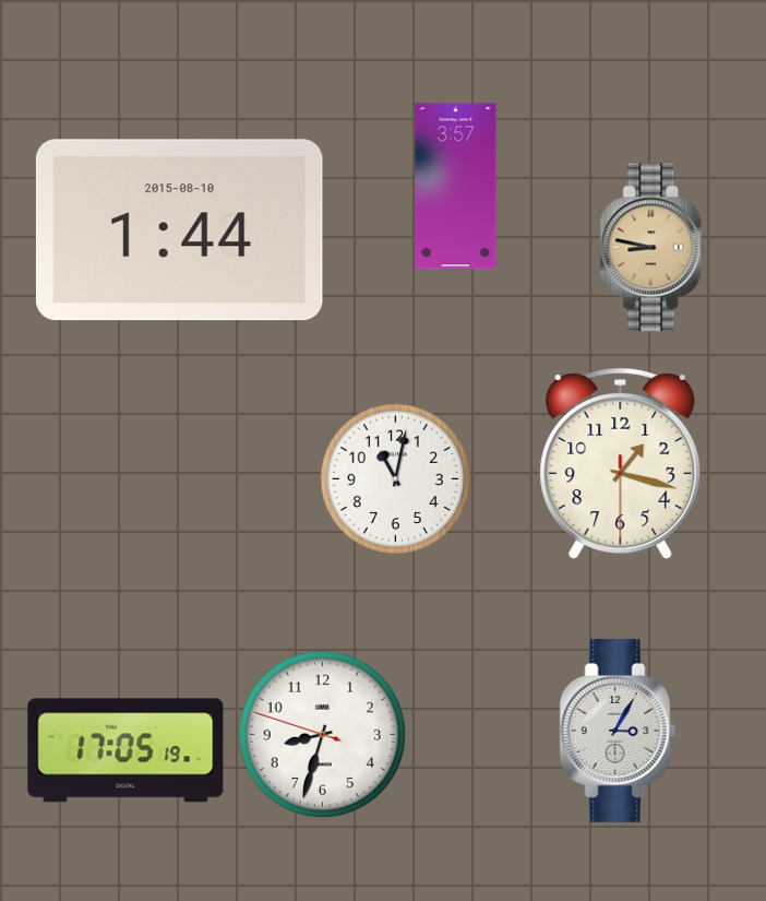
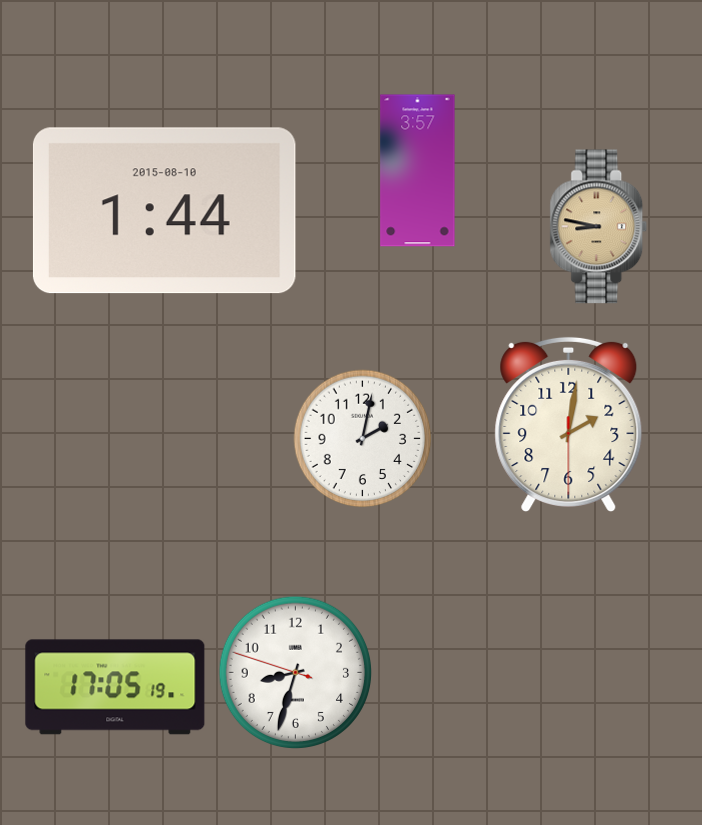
clock at (621, 463): 1:17 -> 2:01
clock at (396, 479): 11:02 -> 2:02
clock at (618, 731): 3:05 -> none
